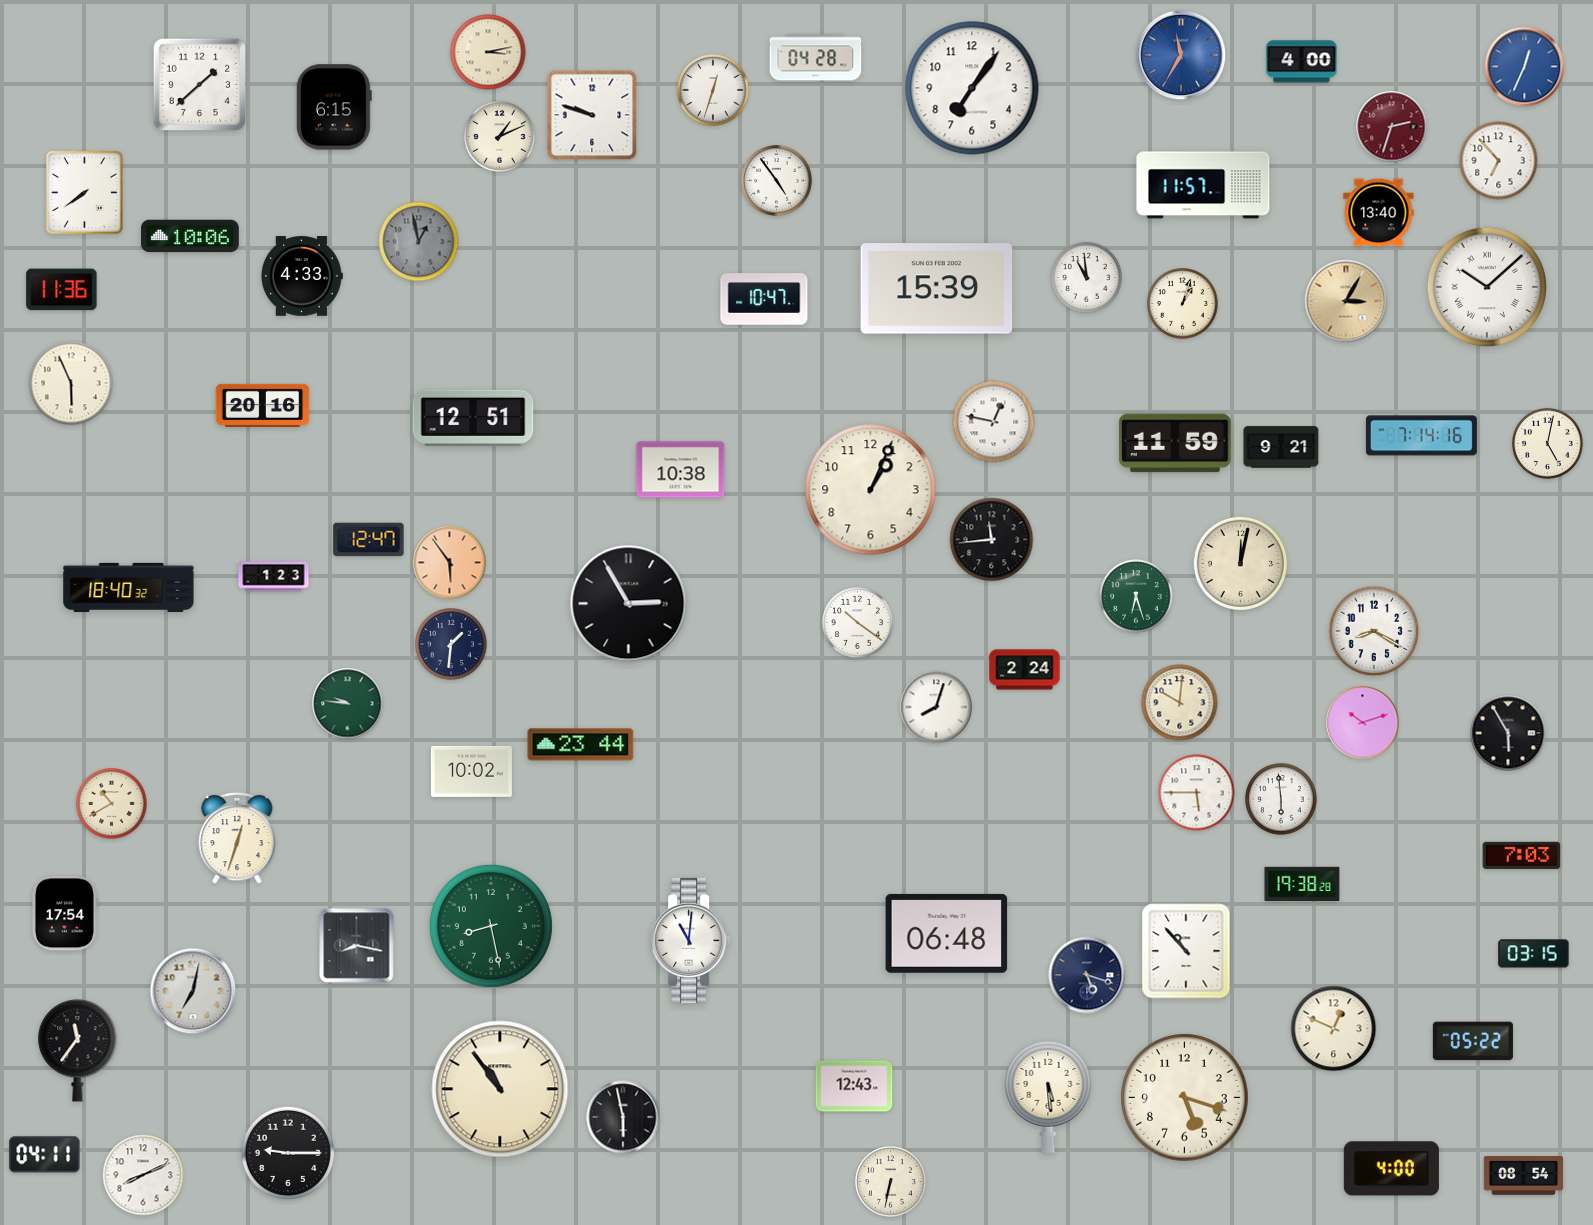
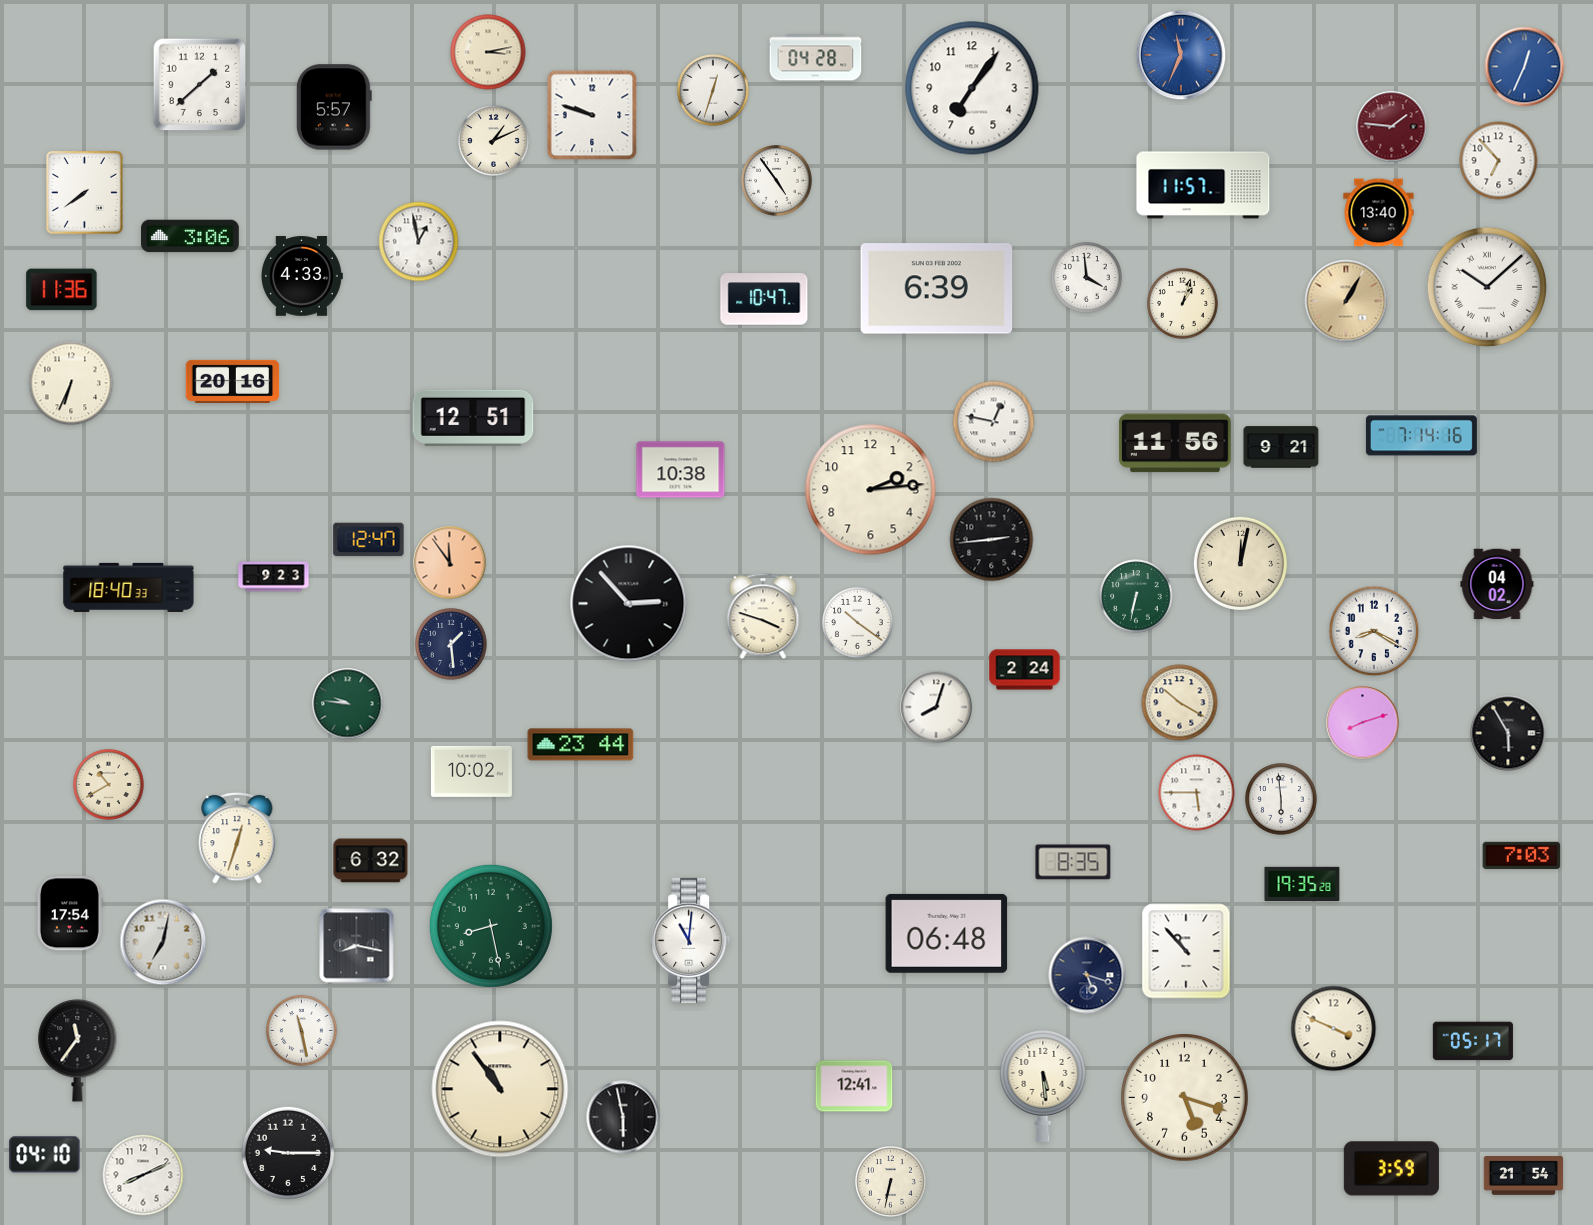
clock at (1181, 55): 11:35 -> 11:34
clock at (1302, 62): 4:00 -> none
clock at (334, 107): 6:15 -> 5:57
clock at (1392, 127): 2:33 -> 1:46
clock at (500, 137) position: (500, 137) -> (494, 141)
clock at (190, 236): 10:06 -> 3:06
clock at (419, 242) dial: grey -> white
clock at (1087, 278): 10:59 -> 3:59
clock at (937, 289): 15:39 -> 6:39
clock at (1346, 301): 3:05 -> 1:05
clock at (71, 383): 5:56 -> 6:34
clock at (263, 405) position: (263, 405) -> (233, 381)
clock at (1175, 443): 11:59 -> 11:56
clock at (1548, 444): 5:02 -> none
clock at (871, 490): 1:04 -> 2:14
clock at (992, 540): 11:44 -> 2:44
clock at (450, 563): 5:54 -> 11:54
clock at (274, 577): 1:23 -> 9:23
clock at (1497, 584): none -> 04:02
clock at (129, 587): 18:40:32 -> 18:40:33
clock at (1136, 596): 6:27 -> 6:32
clock at (629, 604): 2:55 -> 2:53
clock at (763, 616): none -> 3:48
clock at (451, 644): 1:31 -> 1:29
clock at (1180, 703): 10:01 -> 10:20
clock at (1363, 723): 10:12 -> 8:12
clock at (112, 804) position: (112, 804) -> (109, 785)
clock at (371, 861): none -> 6:32
clock at (1073, 862): none -> 8:35
clock at (1302, 884): 19:38 -> 19:35
clock at (64, 913) position: (64, 913) -> (69, 913)
clock at (1534, 954): 03:15 -> none
clock at (193, 991) position: (193, 991) -> (163, 942)
clock at (1334, 1029): 12:49 -> 3:49
clock at (302, 1031): none -> 11:28
clock at (1473, 1041): 05:22 -> 05:17
clock at (854, 1086): 12:43 -> 12:41
clock at (1048, 1097) position: (1048, 1097) -> (1043, 1086)
clock at (45, 1155): 04:11 -> 04:10
clock at (1391, 1169): 4:00 -> 3:59
clock at (1524, 1176): 08:54 -> 21:54
